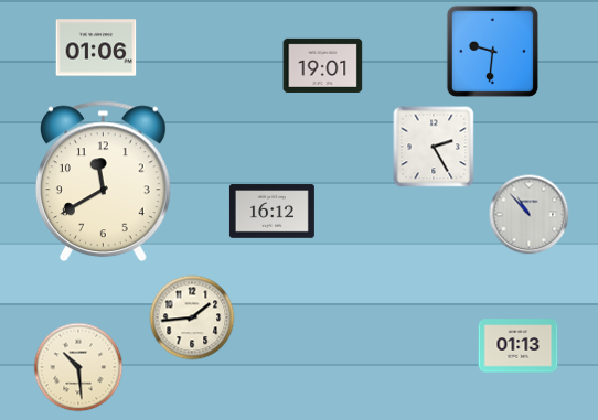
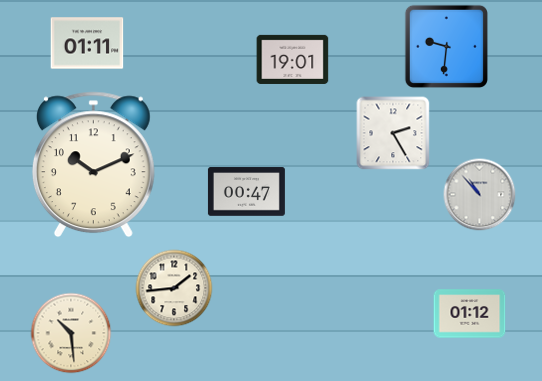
clock at (96, 47): 01:06 -> 01:11
clock at (103, 182): 11:40 -> 10:11
clock at (271, 212): 16:12 -> 00:47
clock at (519, 346): 01:13 -> 01:12
